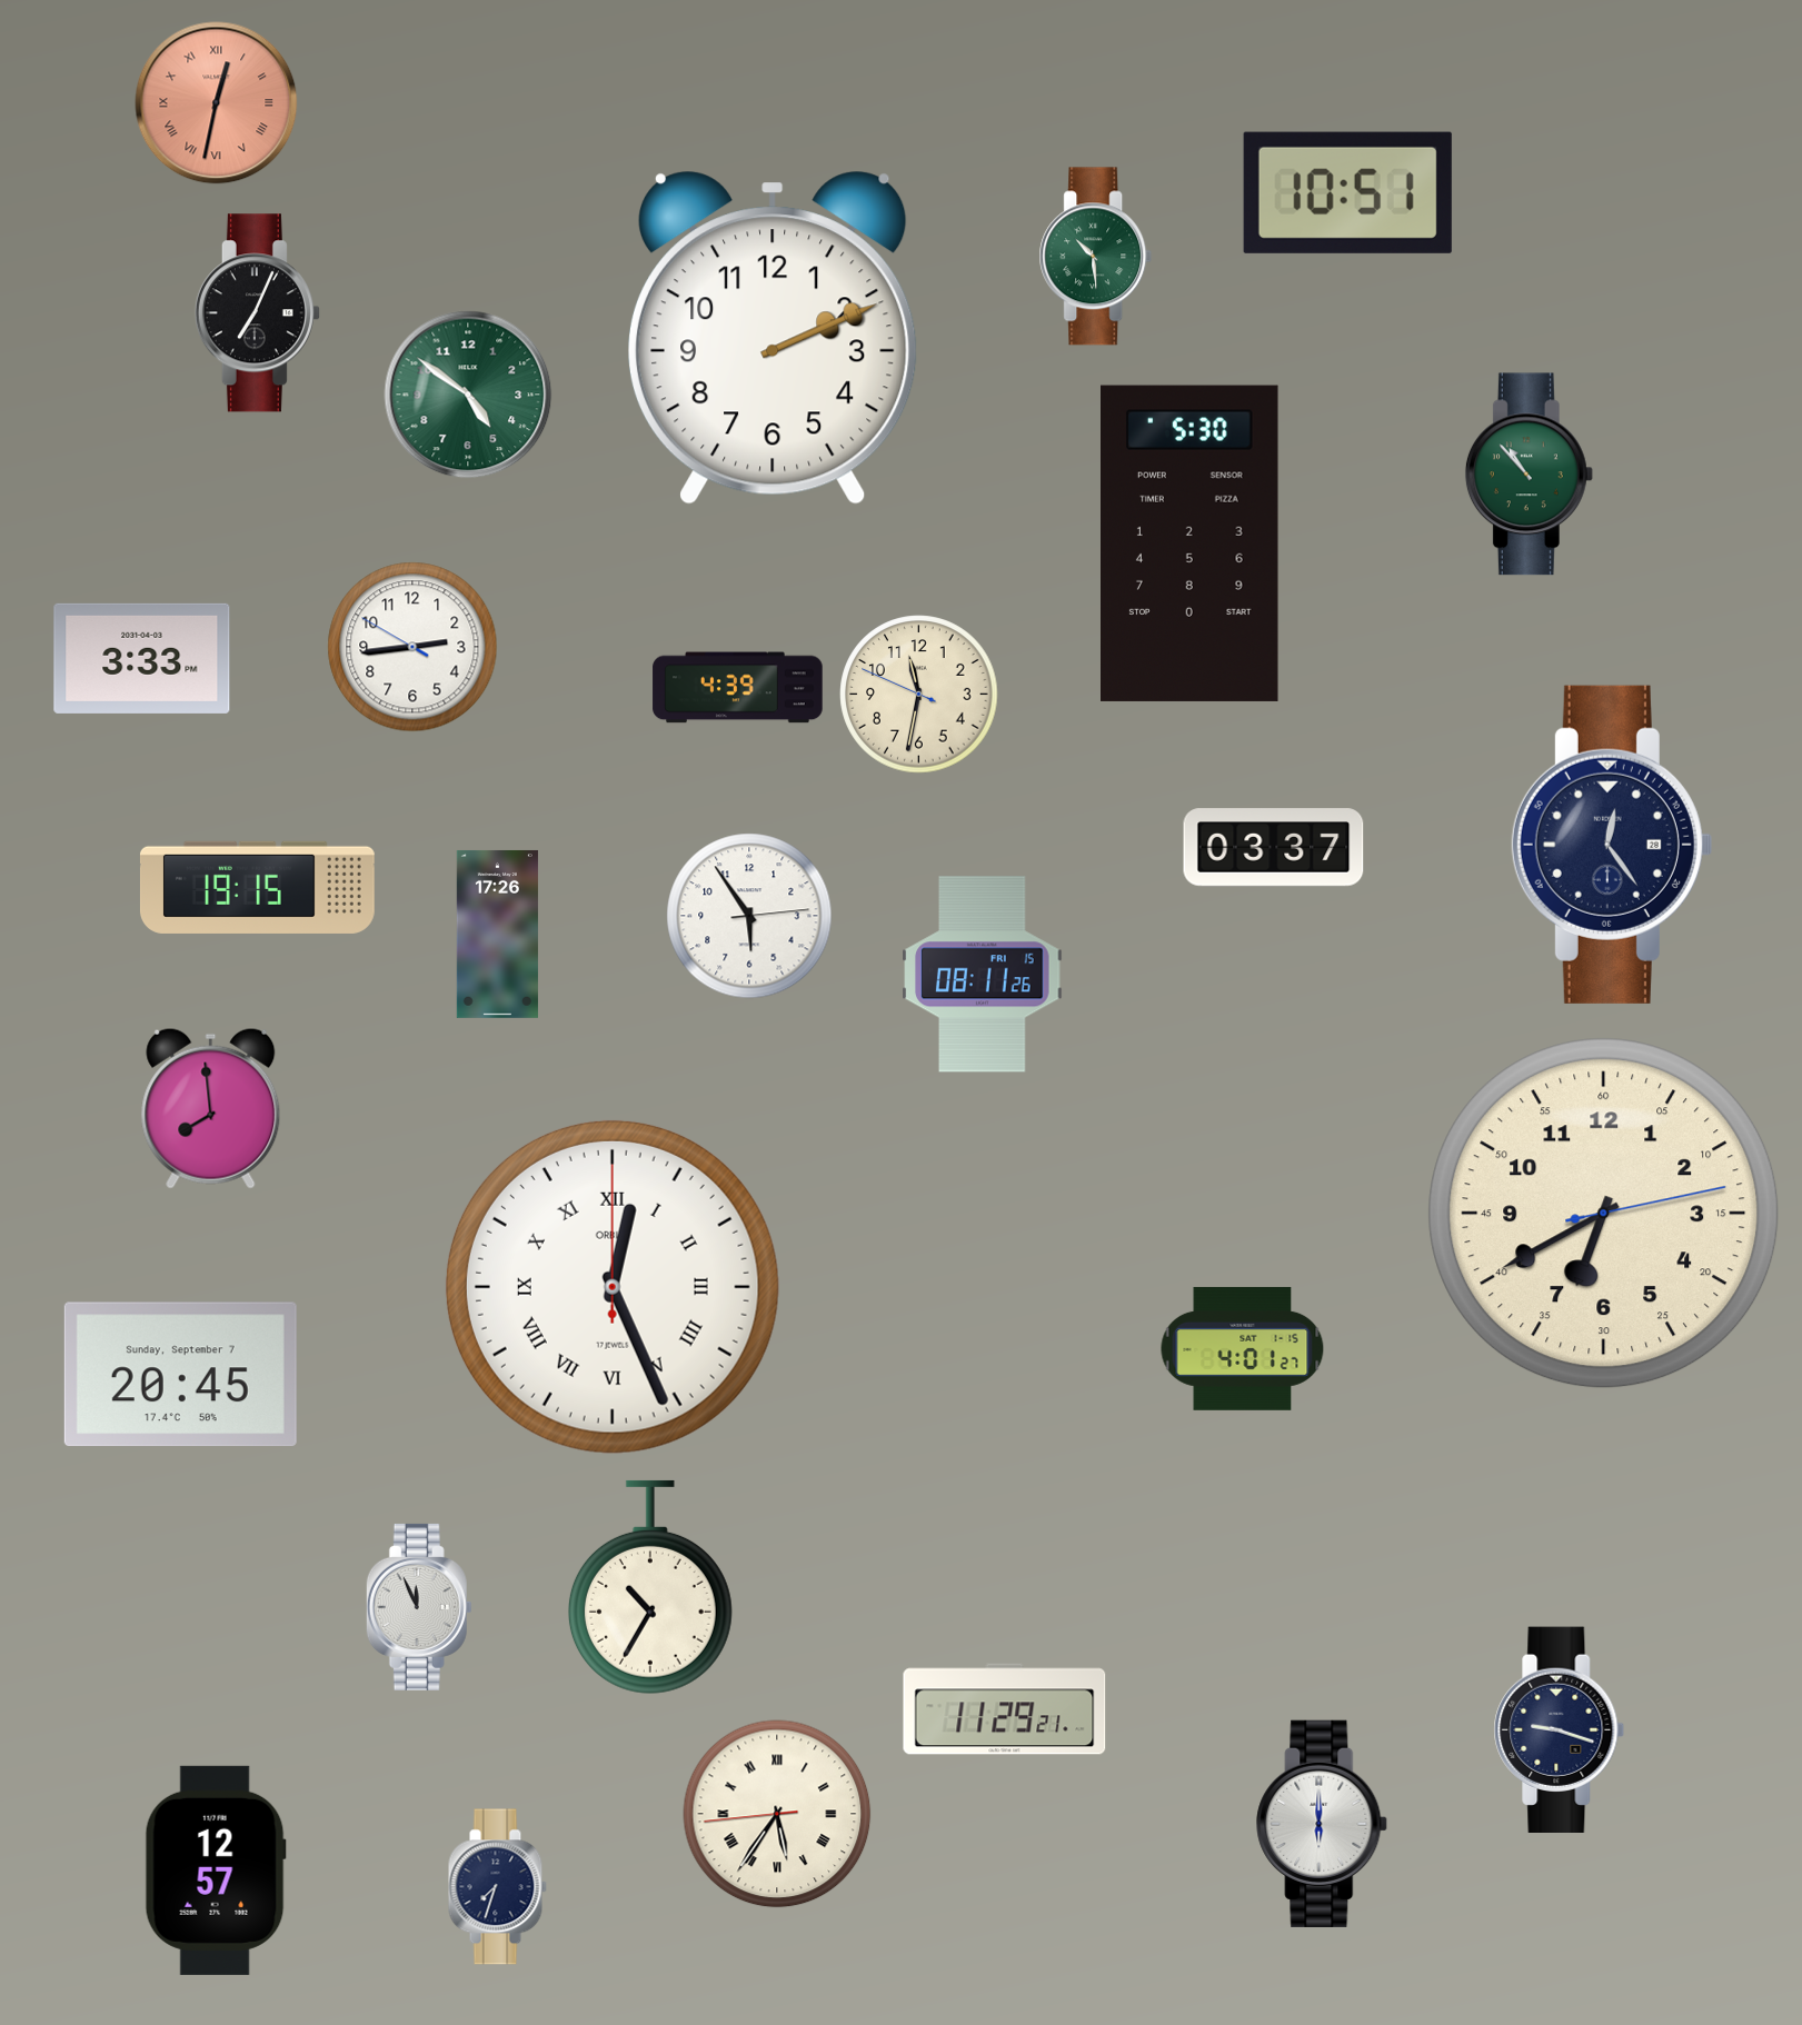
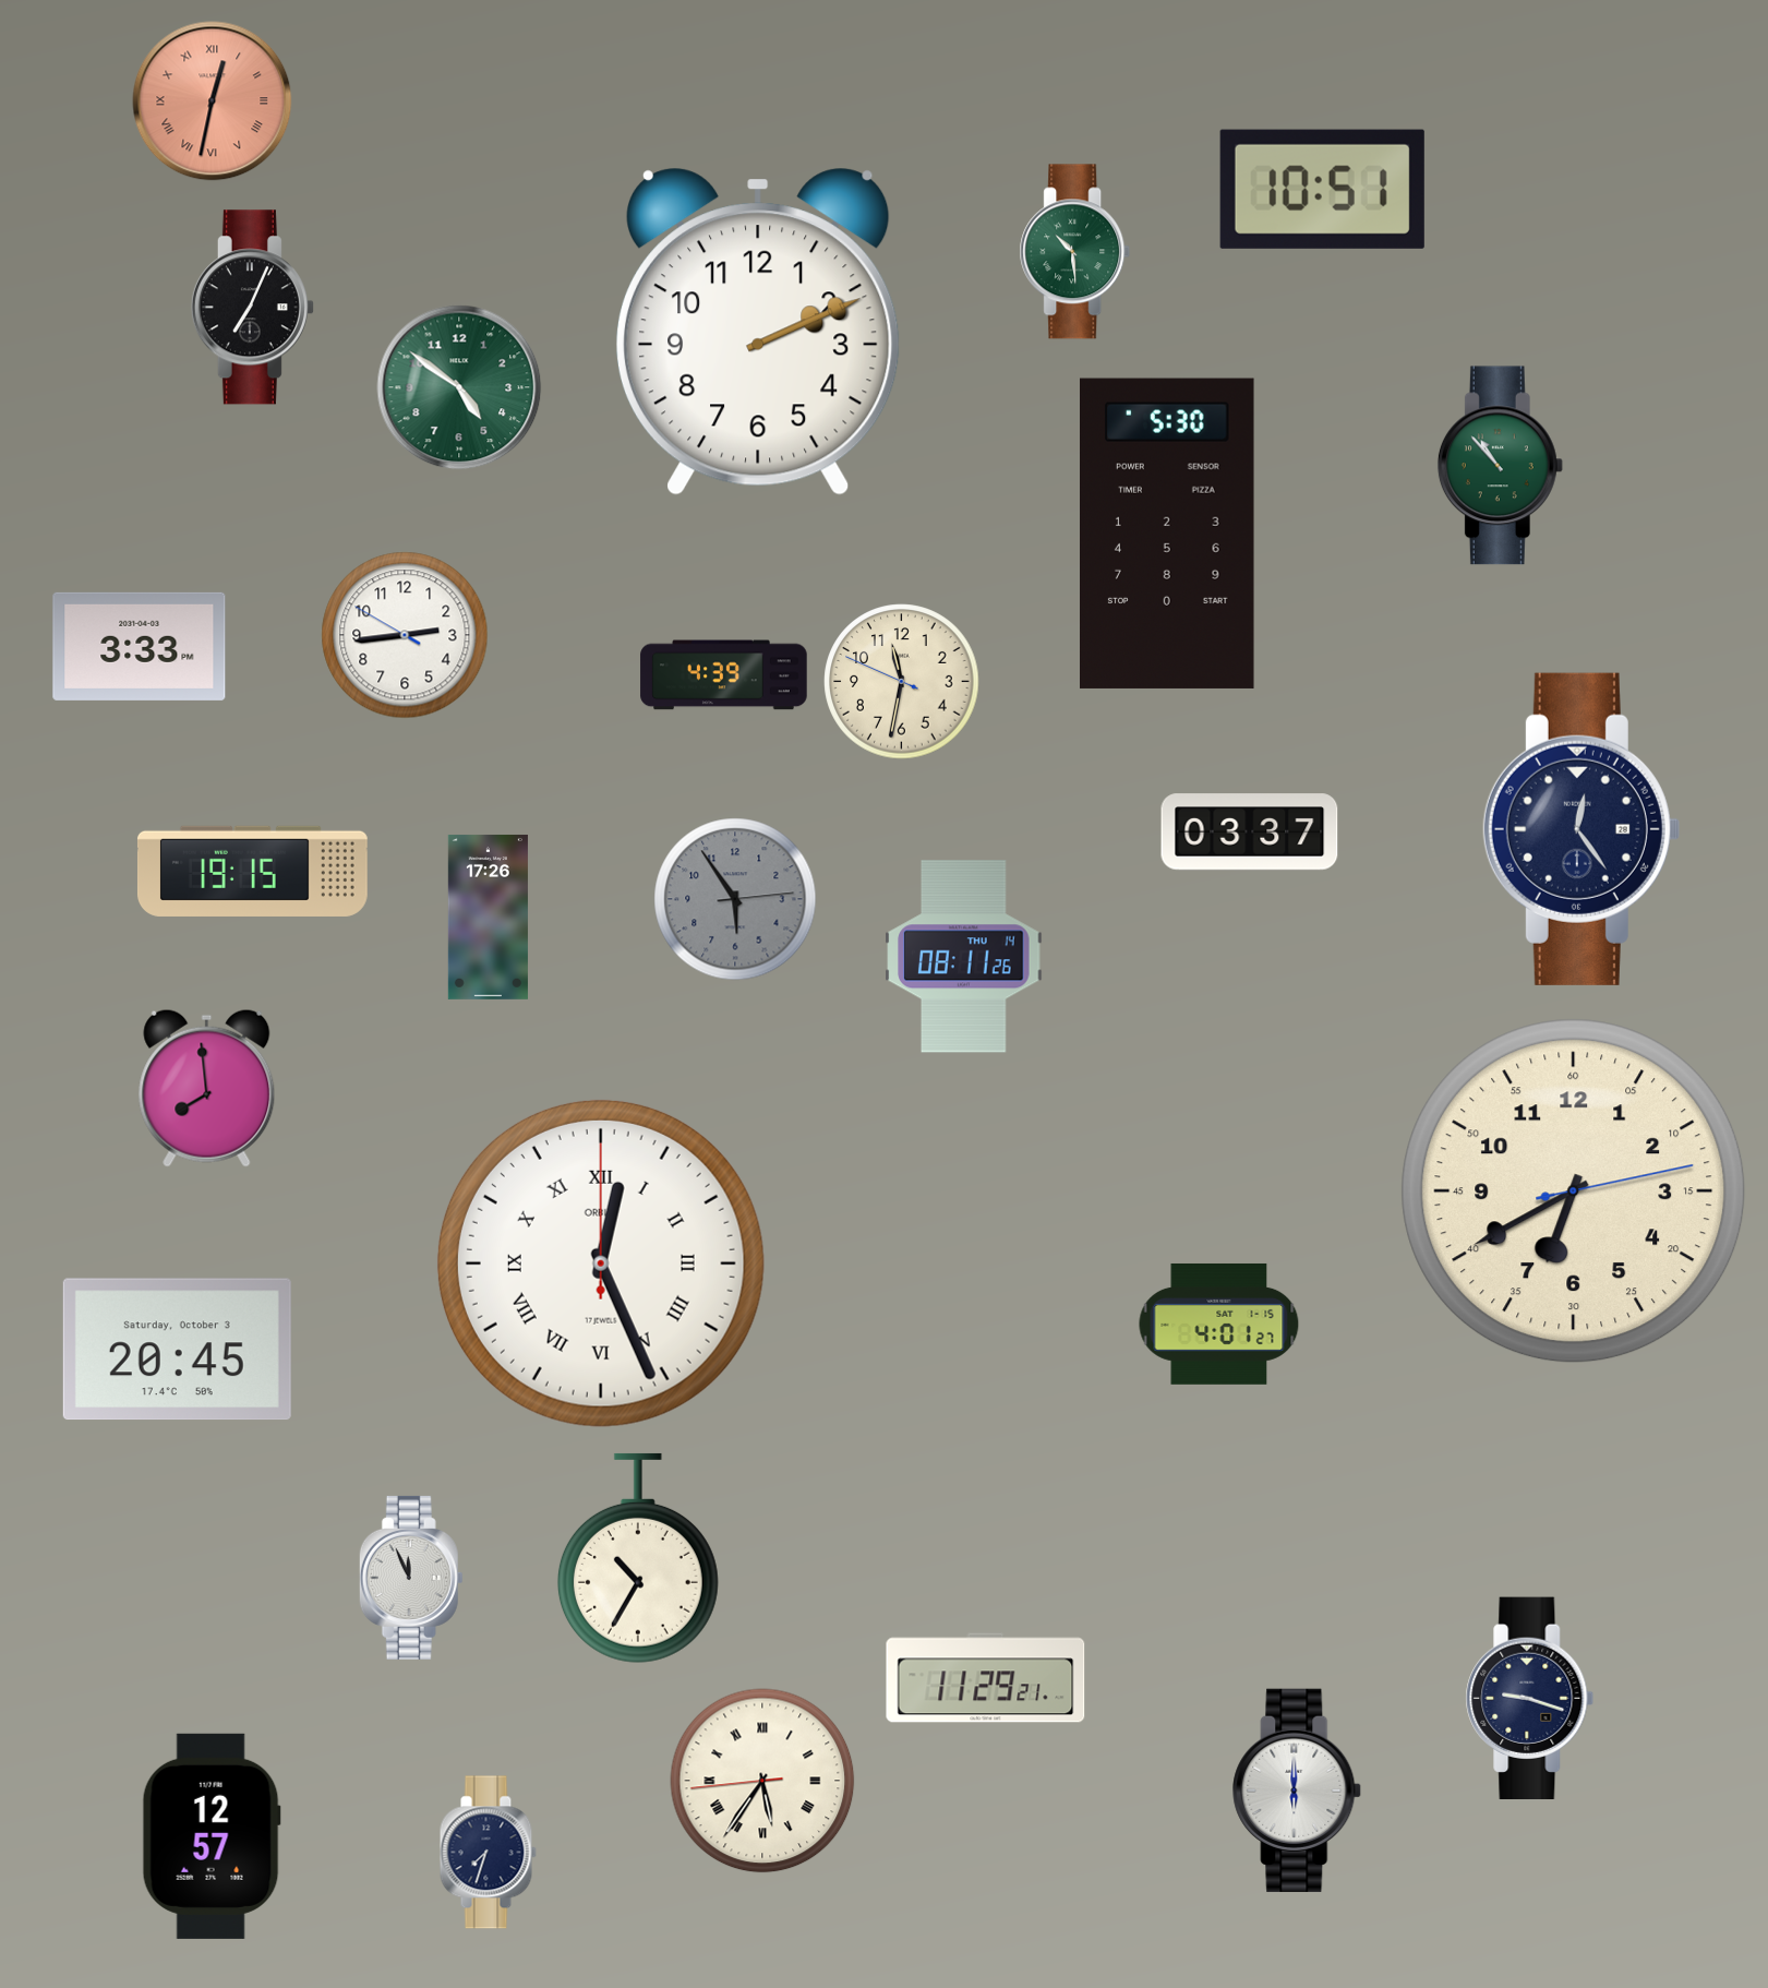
clock at (749, 916) dial: white -> grey
clock at (983, 975) date: FRI 15 -> THU 14
clock at (180, 1375) date: Sunday, September 7 -> Saturday, October 3
